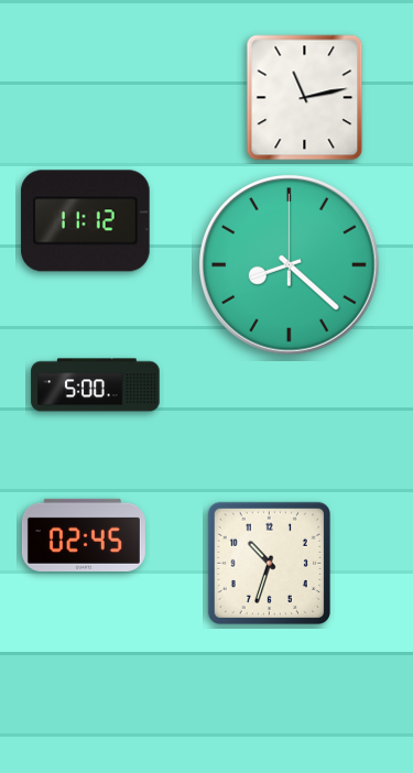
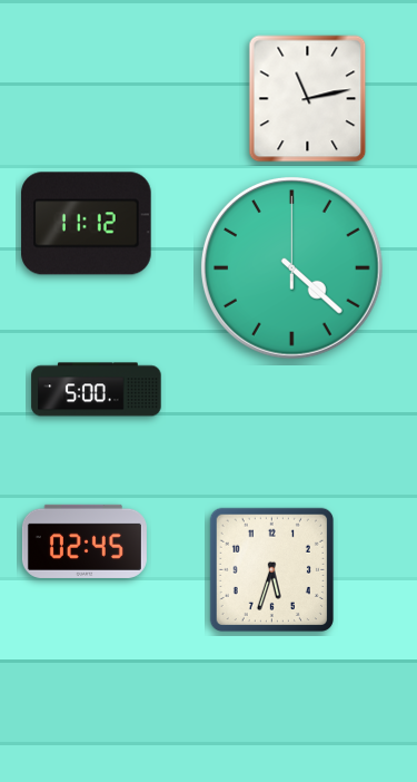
clock at (289, 264): 8:22 -> 4:22
clock at (269, 563): 10:33 -> 5:33
